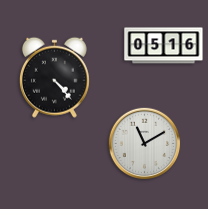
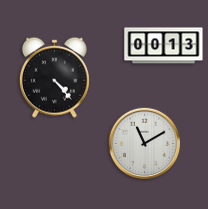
clock at (164, 46): 05:16 -> 00:13
